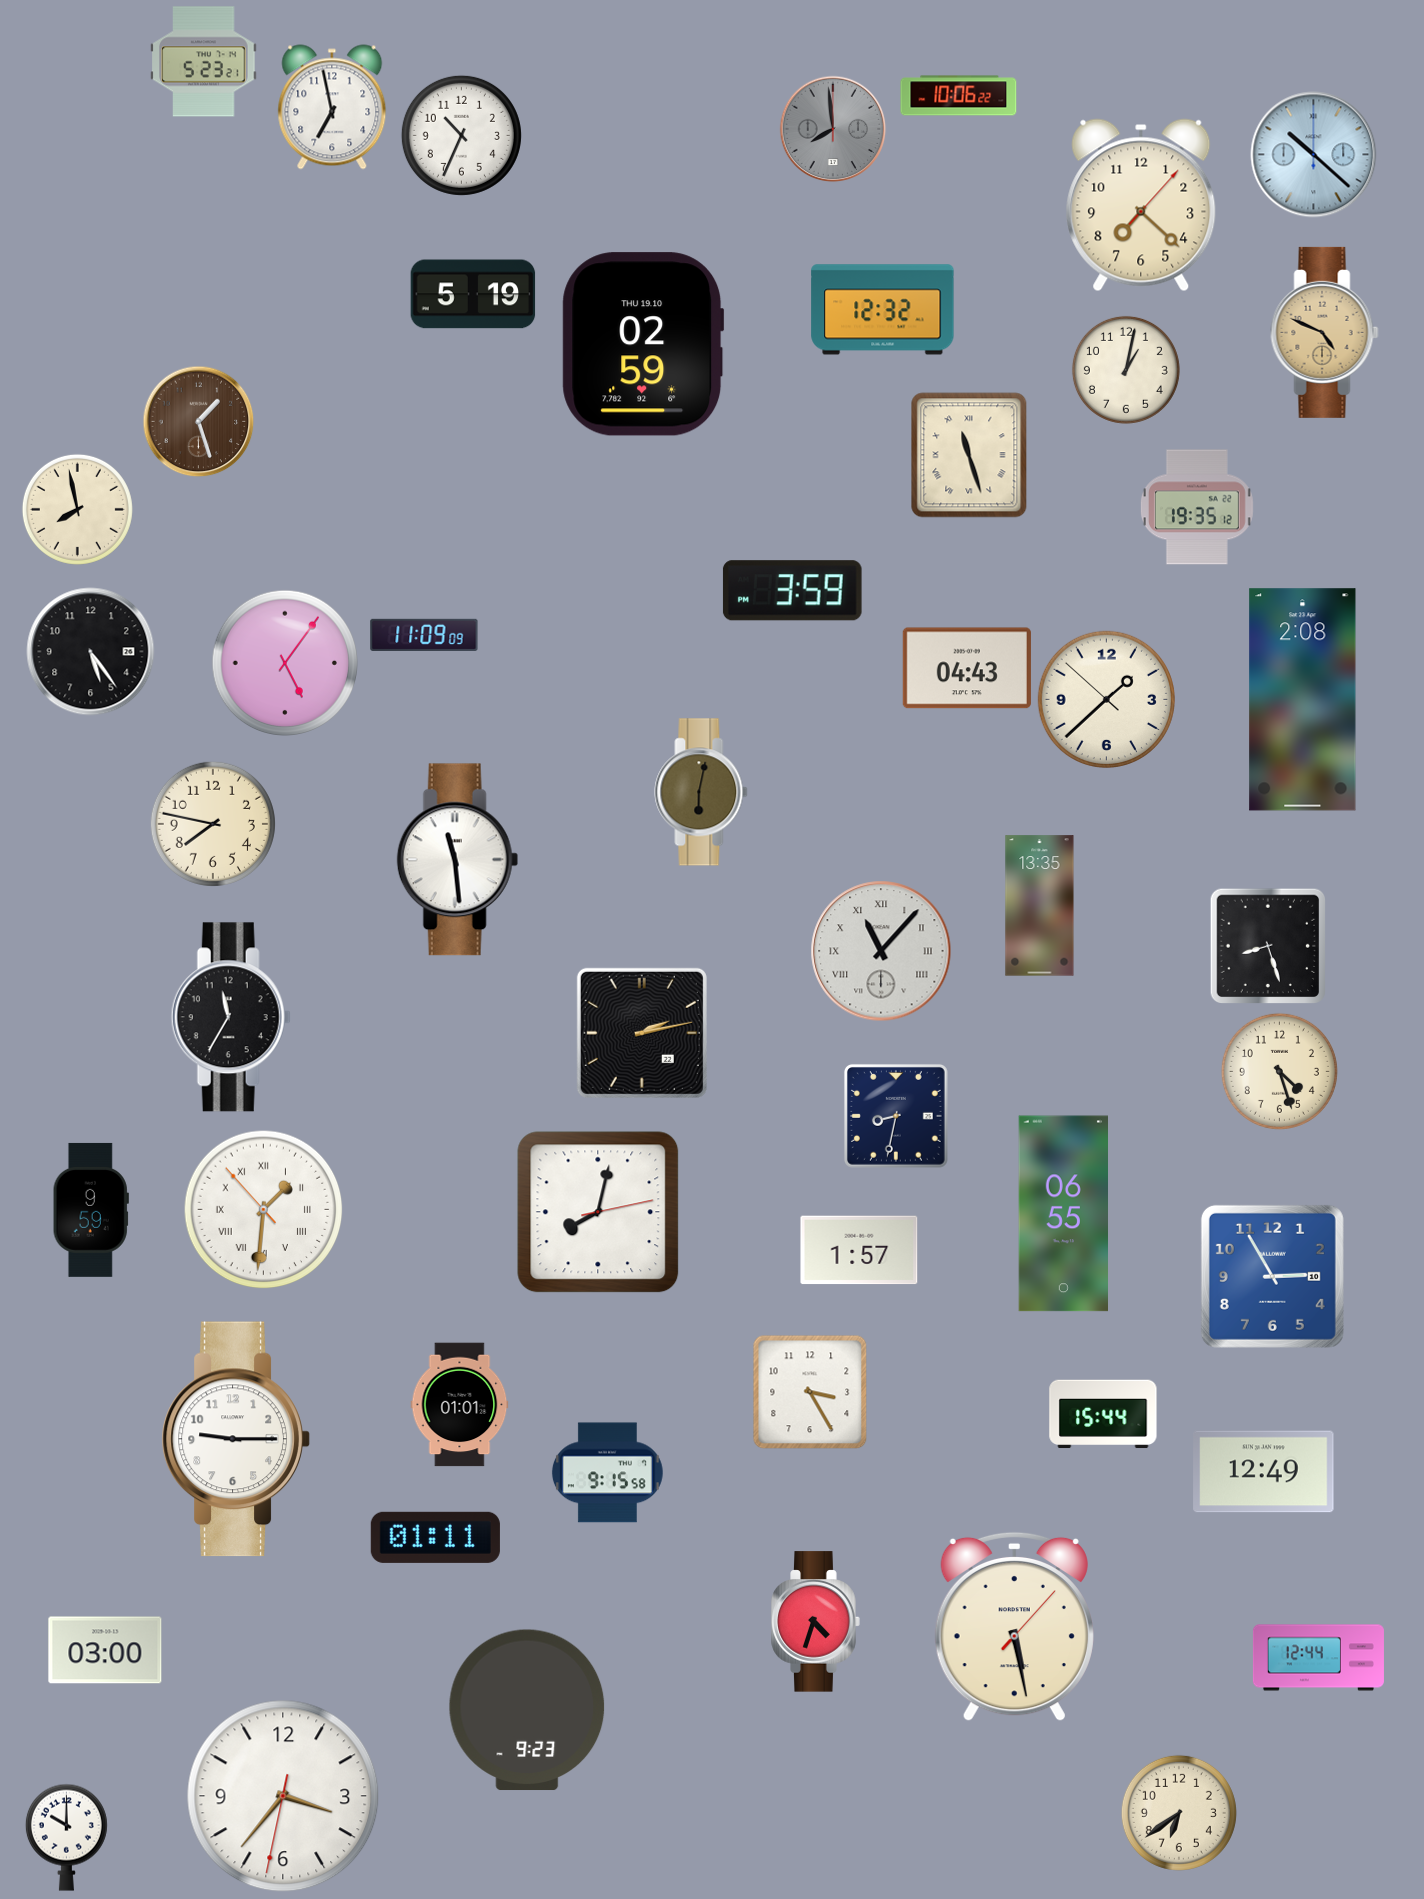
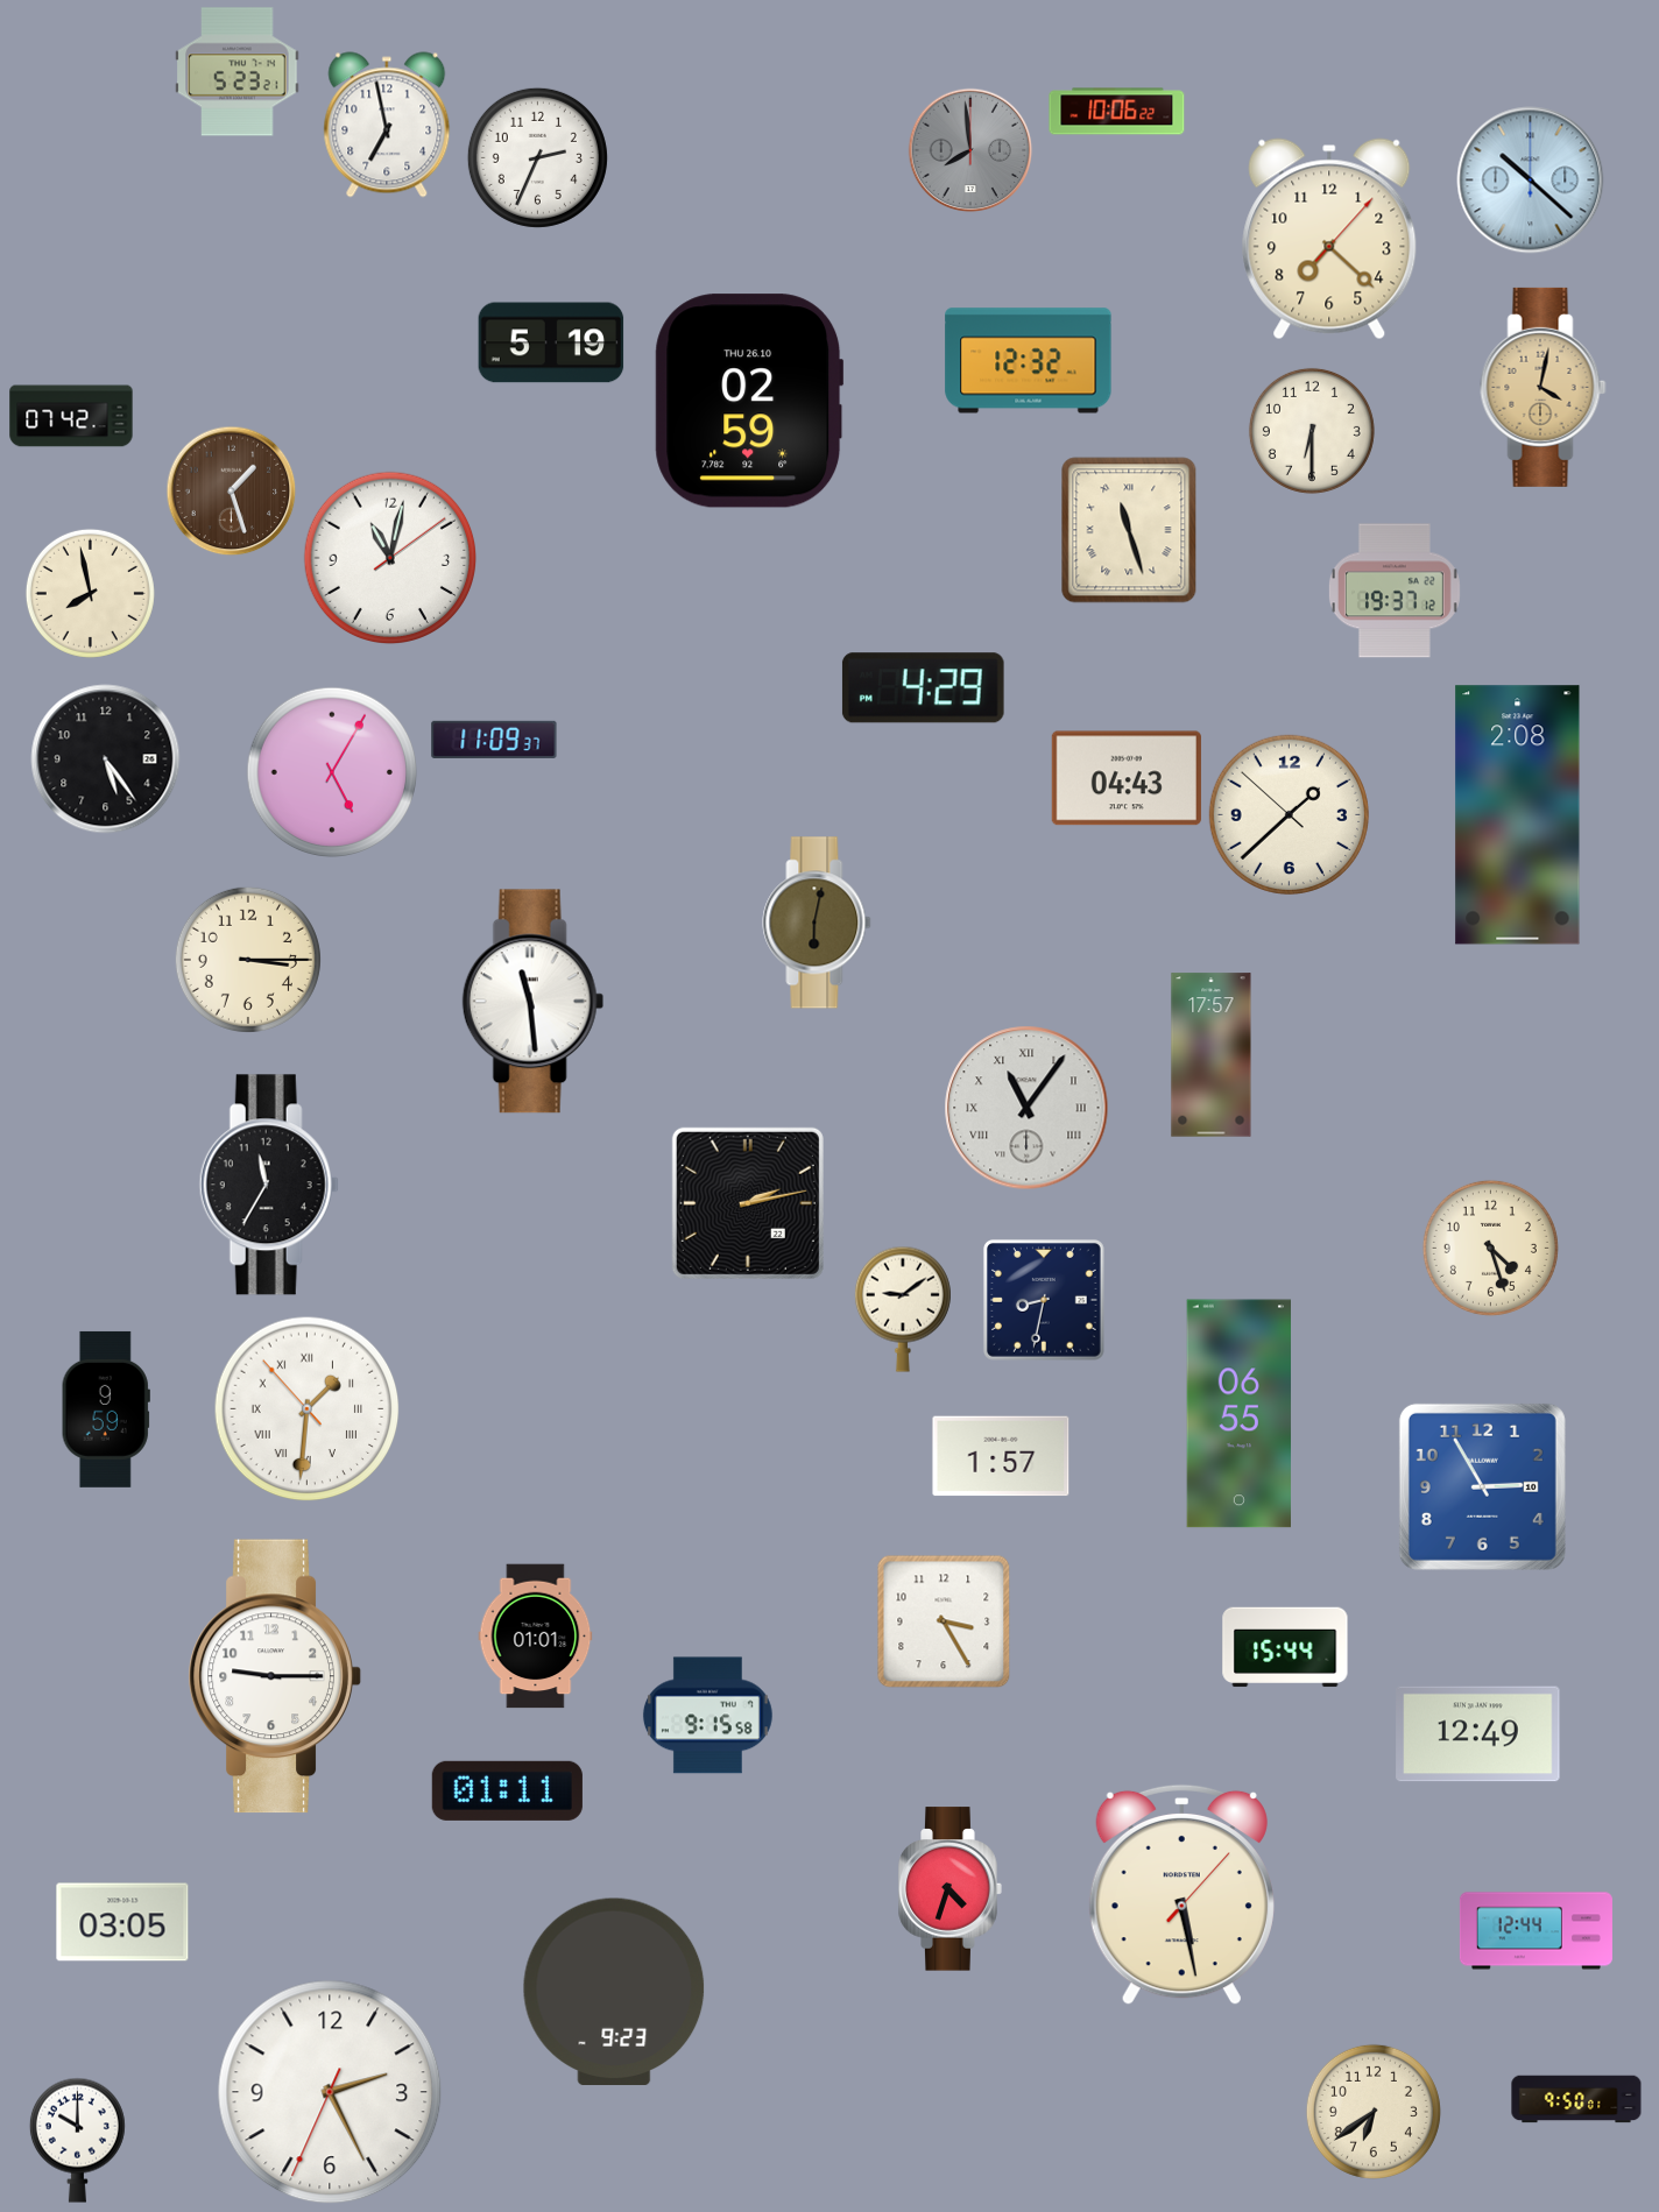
clock at (461, 135): 10:34 -> 2:34
clock at (1325, 332): 4:49 -> 4:02
clock at (643, 344) date: THU 19.10 -> THU 26.10
clock at (71, 416): none -> 07:42
clock at (1126, 370): 1:02 -> 6:30
clock at (390, 558): none -> 11:02
clock at (1197, 507): 19:35 -> 19:37
clock at (792, 591): 3:59 -> 4:29
clock at (424, 635): 11:09:09 -> 11:09:37
clock at (284, 662): 5:06 -> 5:05
clock at (213, 824): 7:47 -> 3:15
clock at (1040, 906): 13:35 -> 17:57
clock at (1267, 945): 8:27 -> none
clock at (881, 951): 11:07 -> 11:06
clock at (903, 1309): none -> 9:09
clock at (598, 1212): 8:02 -> none
clock at (1264, 1472) position: (1264, 1472) -> (1478, 1734)
clock at (105, 1650): 03:00 -> 03:05
clock at (283, 1796): 3:36 -> 2:25
clock at (1576, 2099): none -> 9:50
